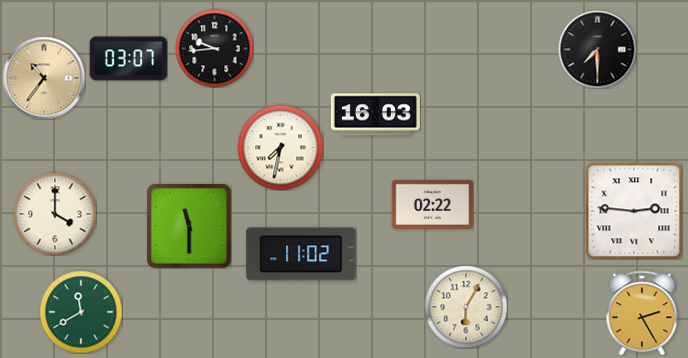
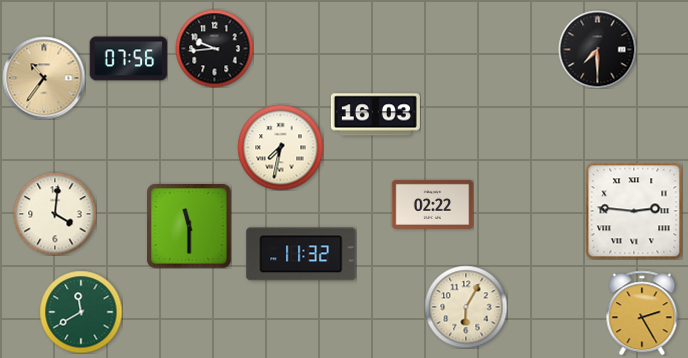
clock at (128, 59): 03:07 -> 07:56
clock at (55, 214): 4:00 -> 4:01
clock at (301, 254): 11:02 -> 11:32
